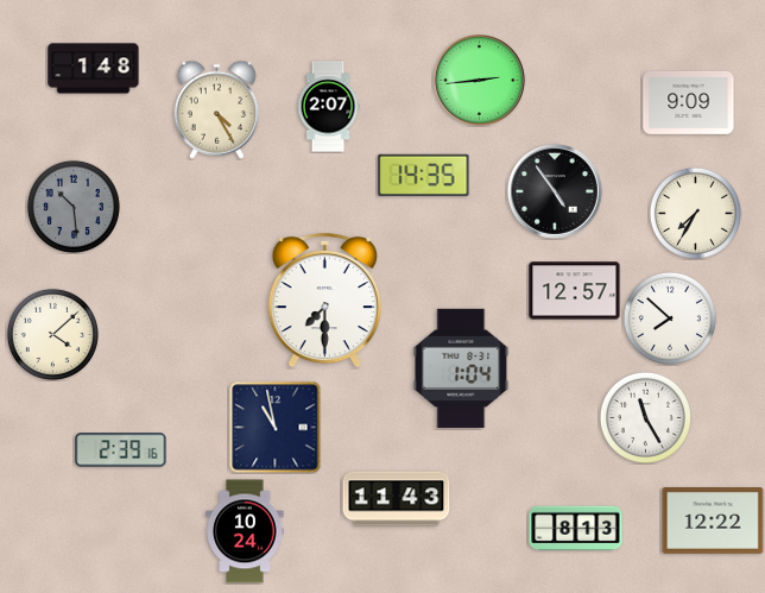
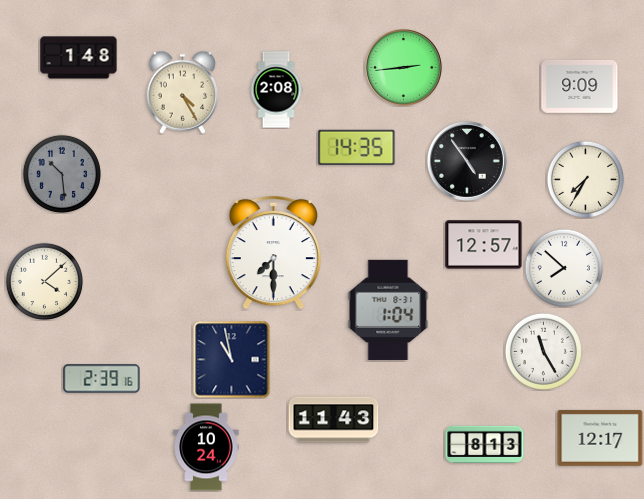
clock at (328, 107): 2:07 -> 2:08
clock at (713, 521): 12:22 -> 12:17
